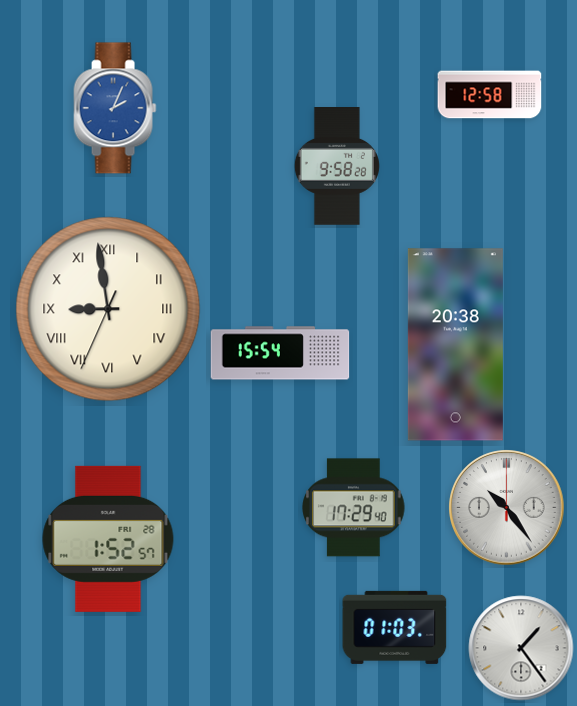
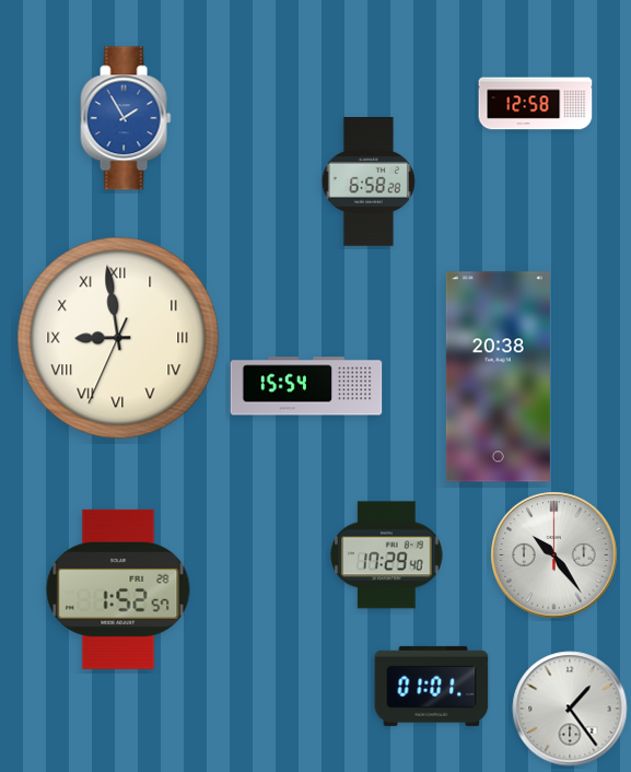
clock at (115, 108): 2:04 -> 1:55
clock at (337, 167): 9:58 -> 6:58
clock at (395, 627): 01:03 -> 01:01
